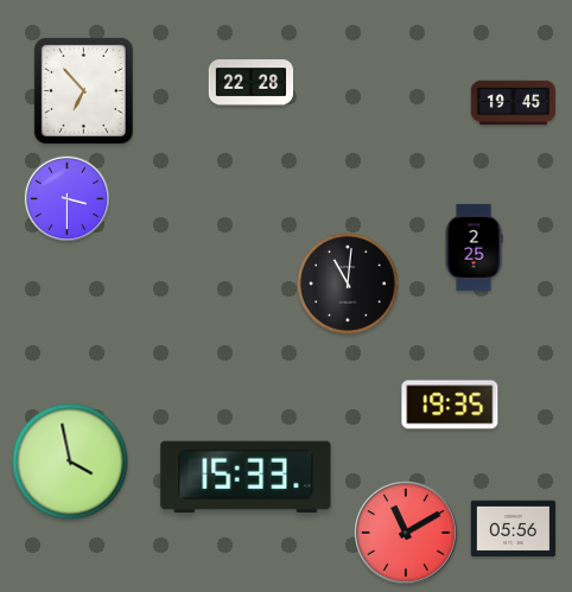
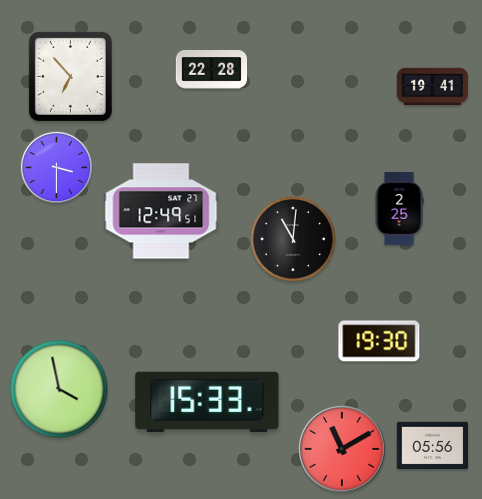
clock at (514, 103): 19:45 -> 19:41
clock at (161, 211): none -> 12:49
clock at (450, 405): 19:35 -> 19:30
